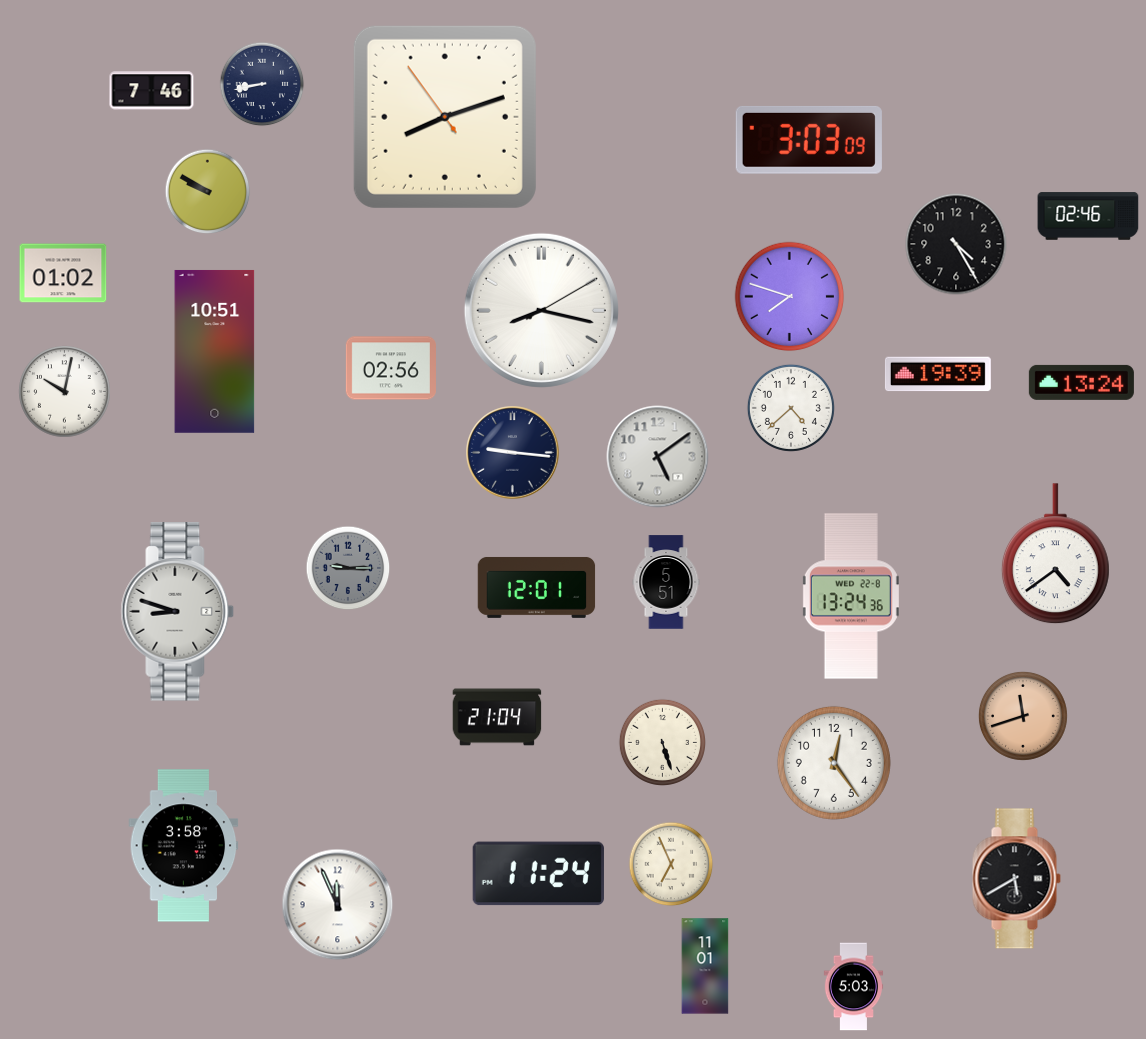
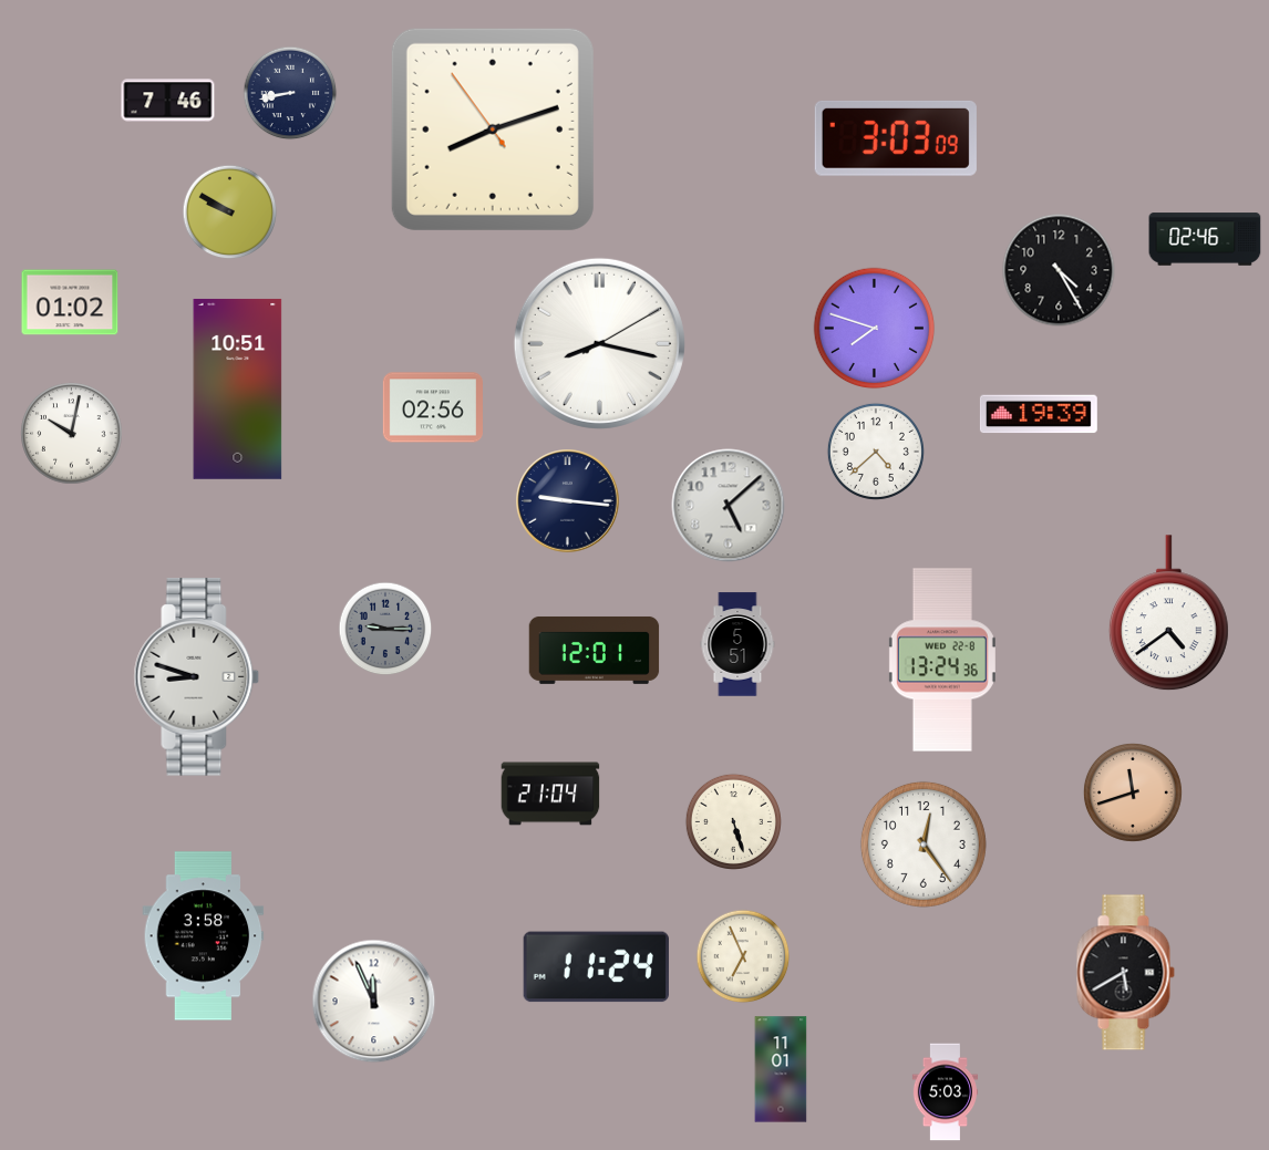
clock at (809, 140) position: (809, 140) -> (896, 138)
clock at (1081, 382): 13:24 -> none
clock at (658, 457): 5:09 -> 5:08
